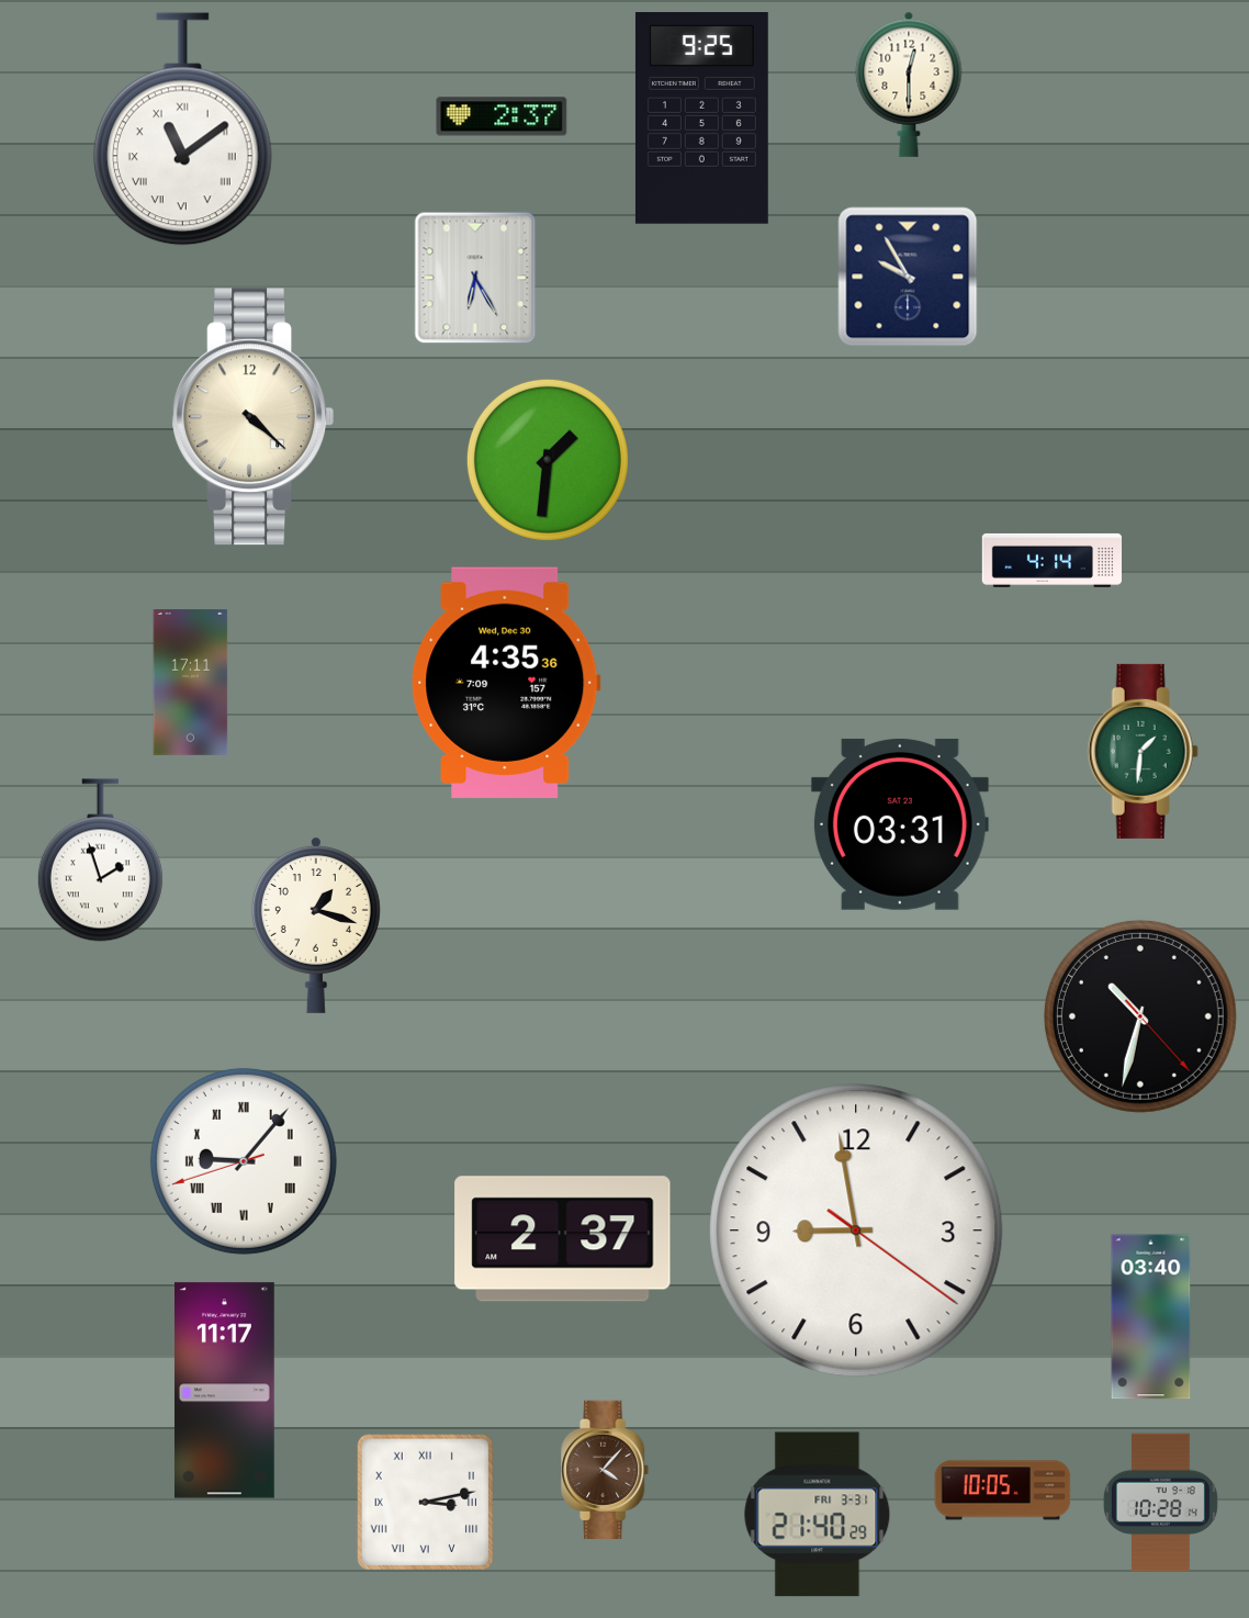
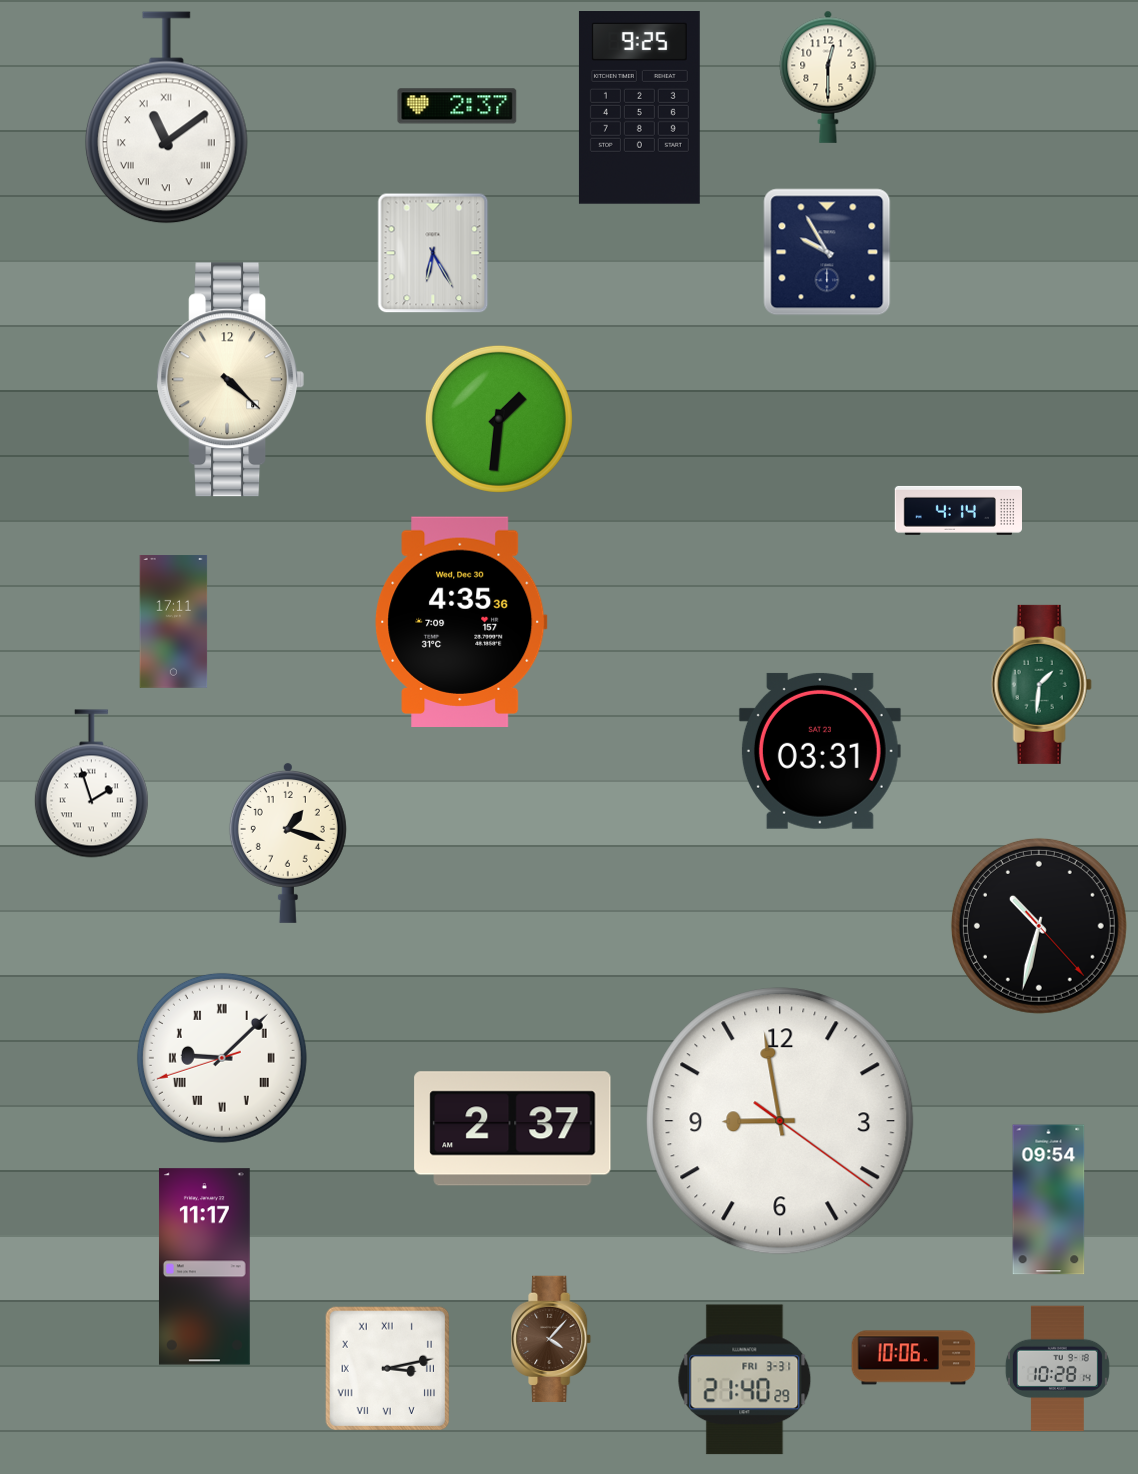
clock at (244, 1161): 9:06 -> 9:07
clock at (1151, 1317): 03:40 -> 09:54
clock at (1003, 1491): 10:05 -> 10:06
